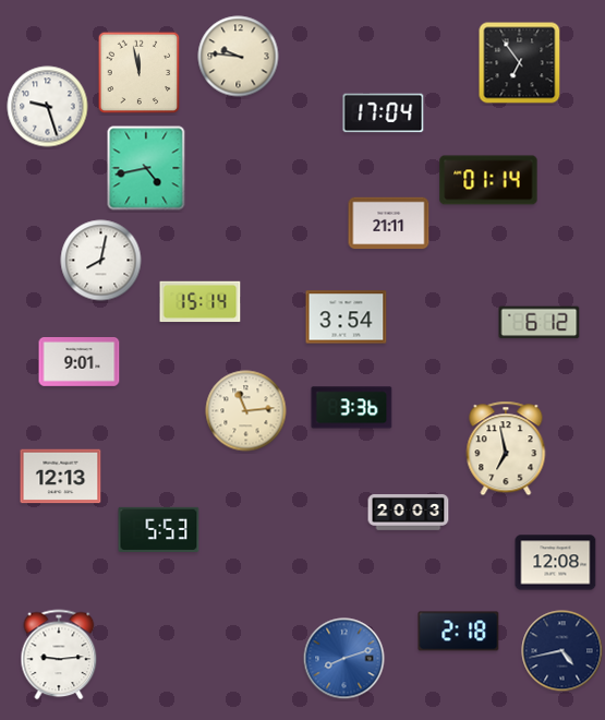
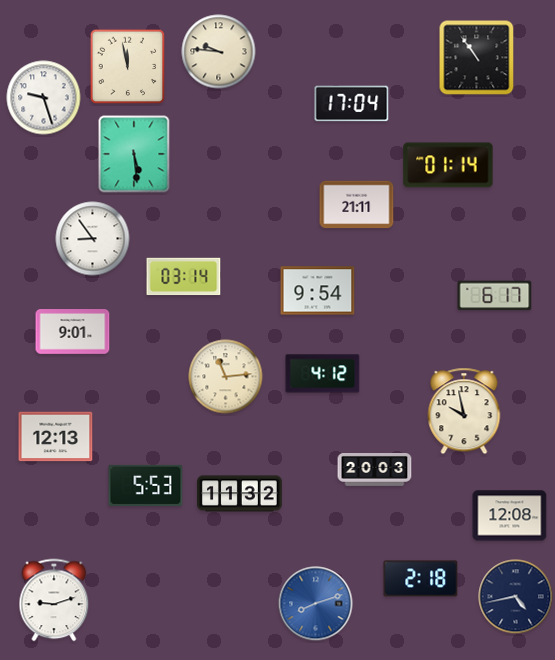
clock at (520, 63): 6:54 -> 10:54
clock at (146, 168): 4:43 -> 5:29
clock at (101, 261): 8:02 -> 8:54
clock at (201, 302): 15:14 -> 03:14
clock at (347, 317): 3:54 -> 9:54
clock at (540, 323): 6:12 -> 6:17
clock at (352, 408): 3:36 -> 4:12
clock at (506, 448): 6:58 -> 9:58
clock at (240, 494): none -> 11:32
clock at (59, 655): 9:14 -> 9:12
